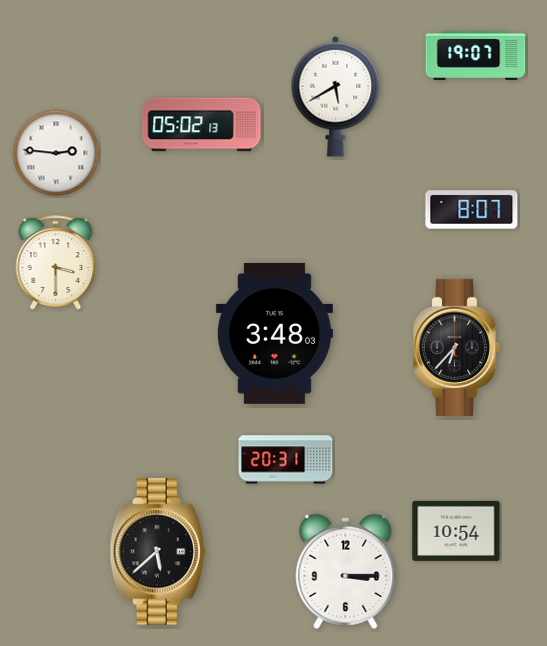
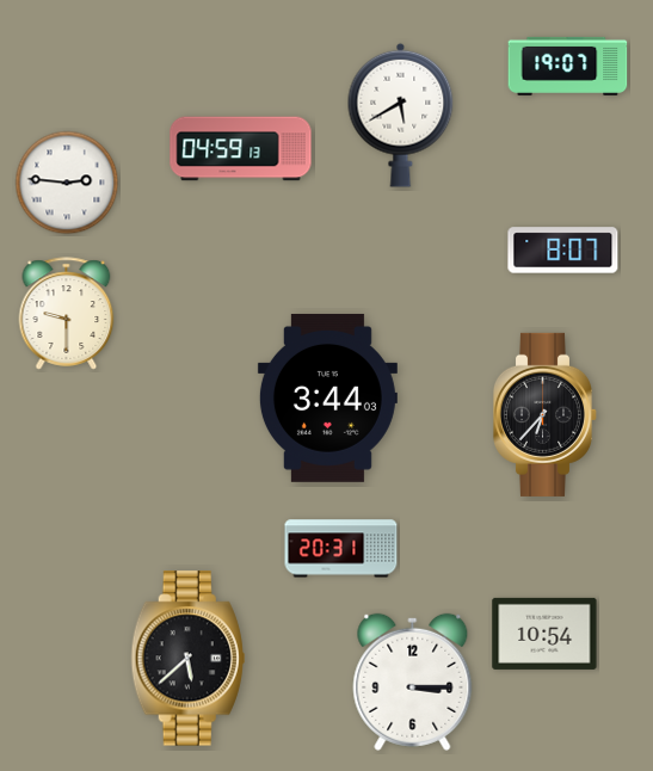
clock at (202, 125): 05:02 -> 04:59
clock at (56, 263): 3:30 -> 9:30
clock at (274, 333): 3:48 -> 3:44
